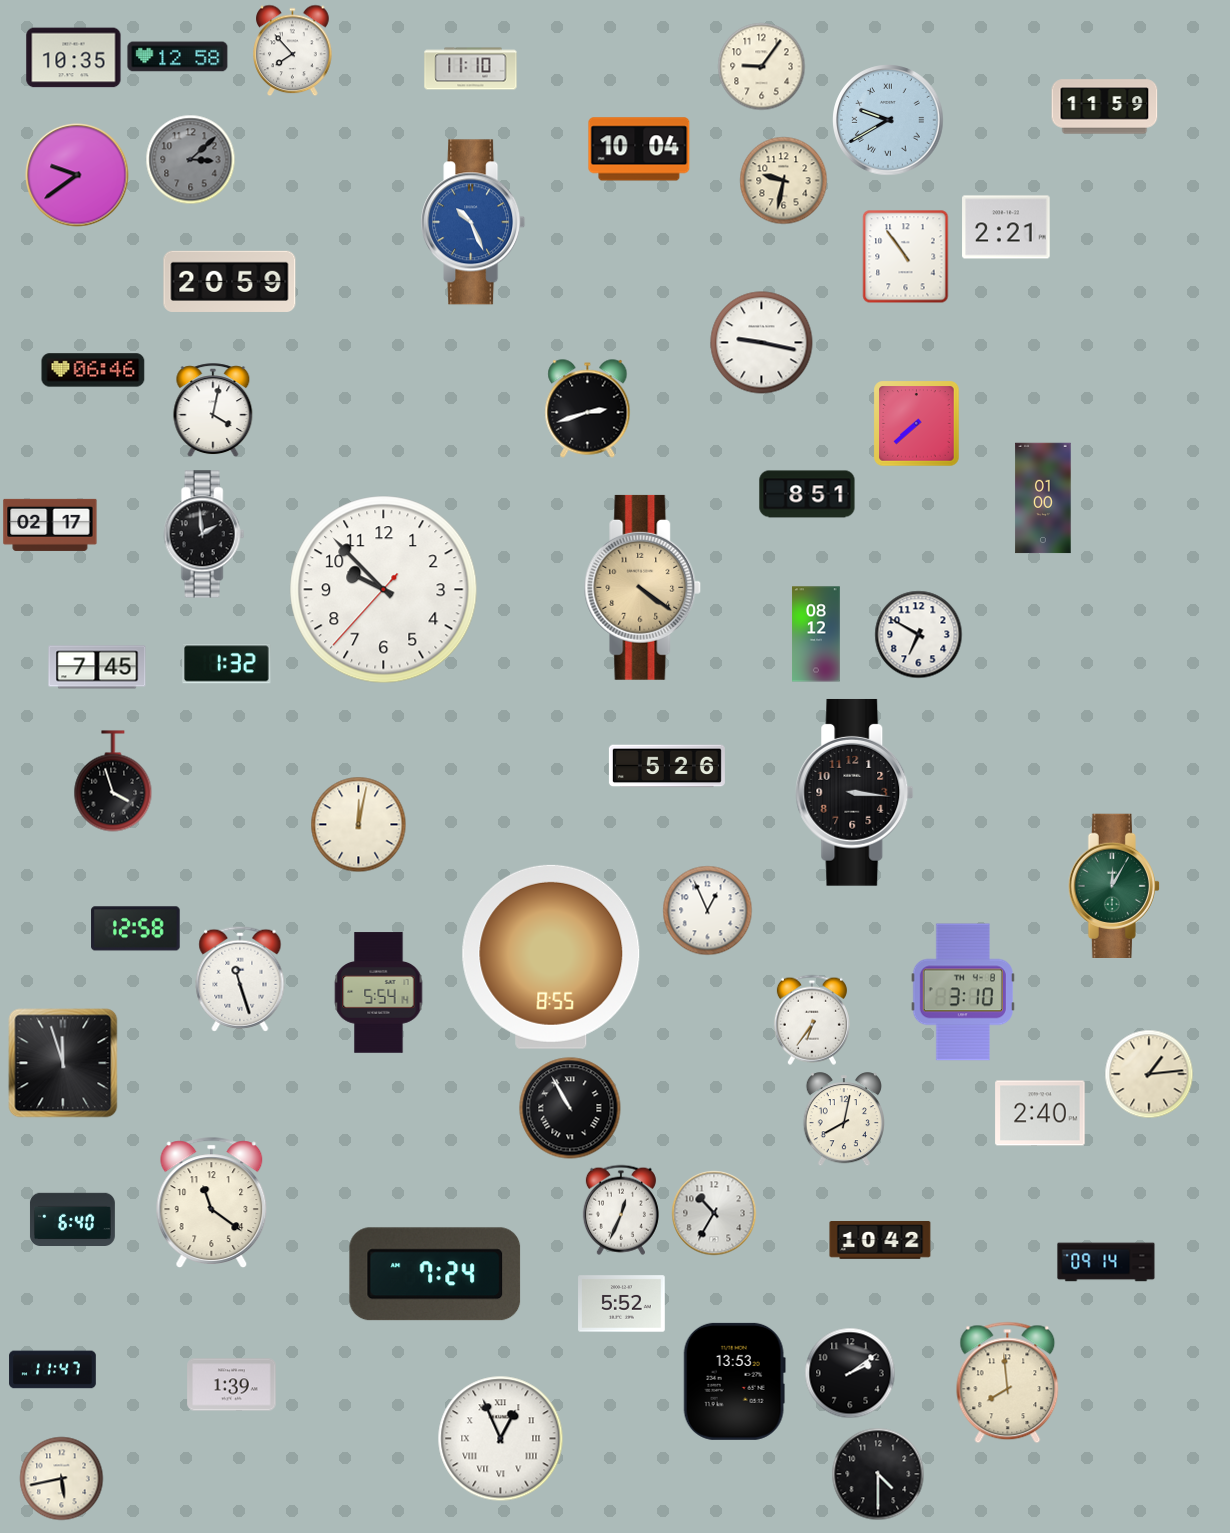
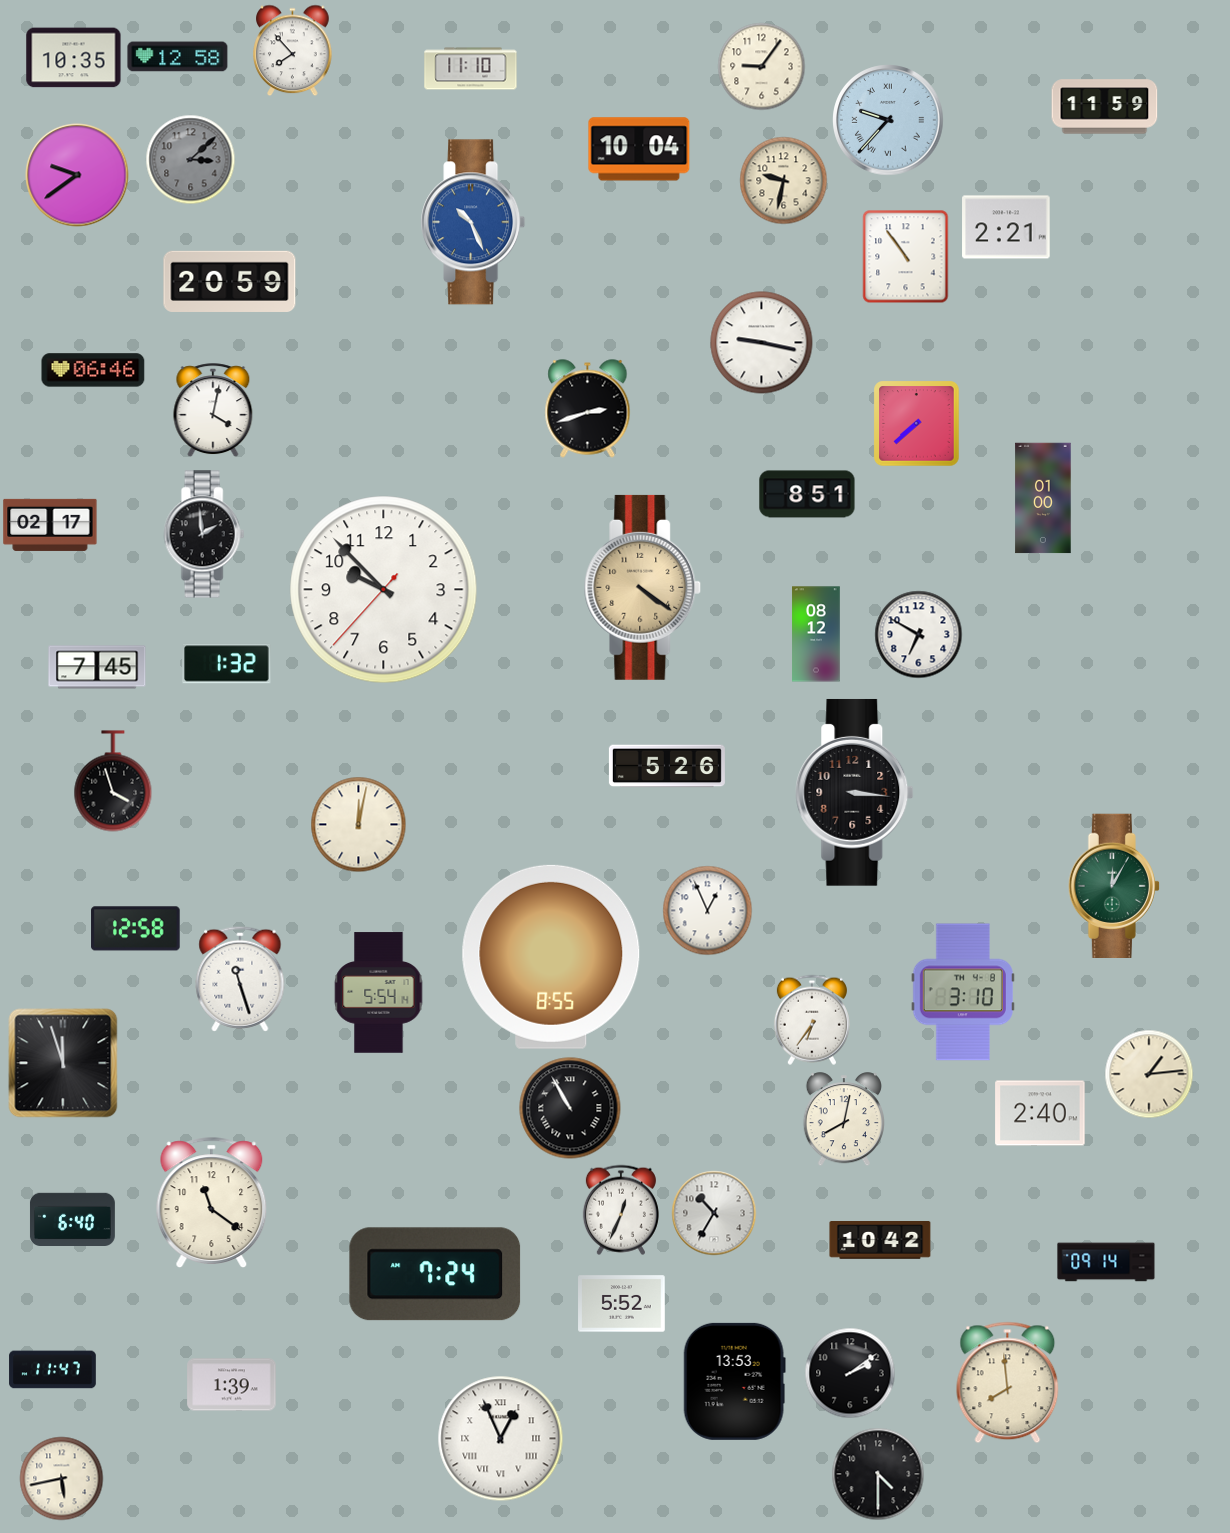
clock at (888, 120): 9:40 -> 9:37
